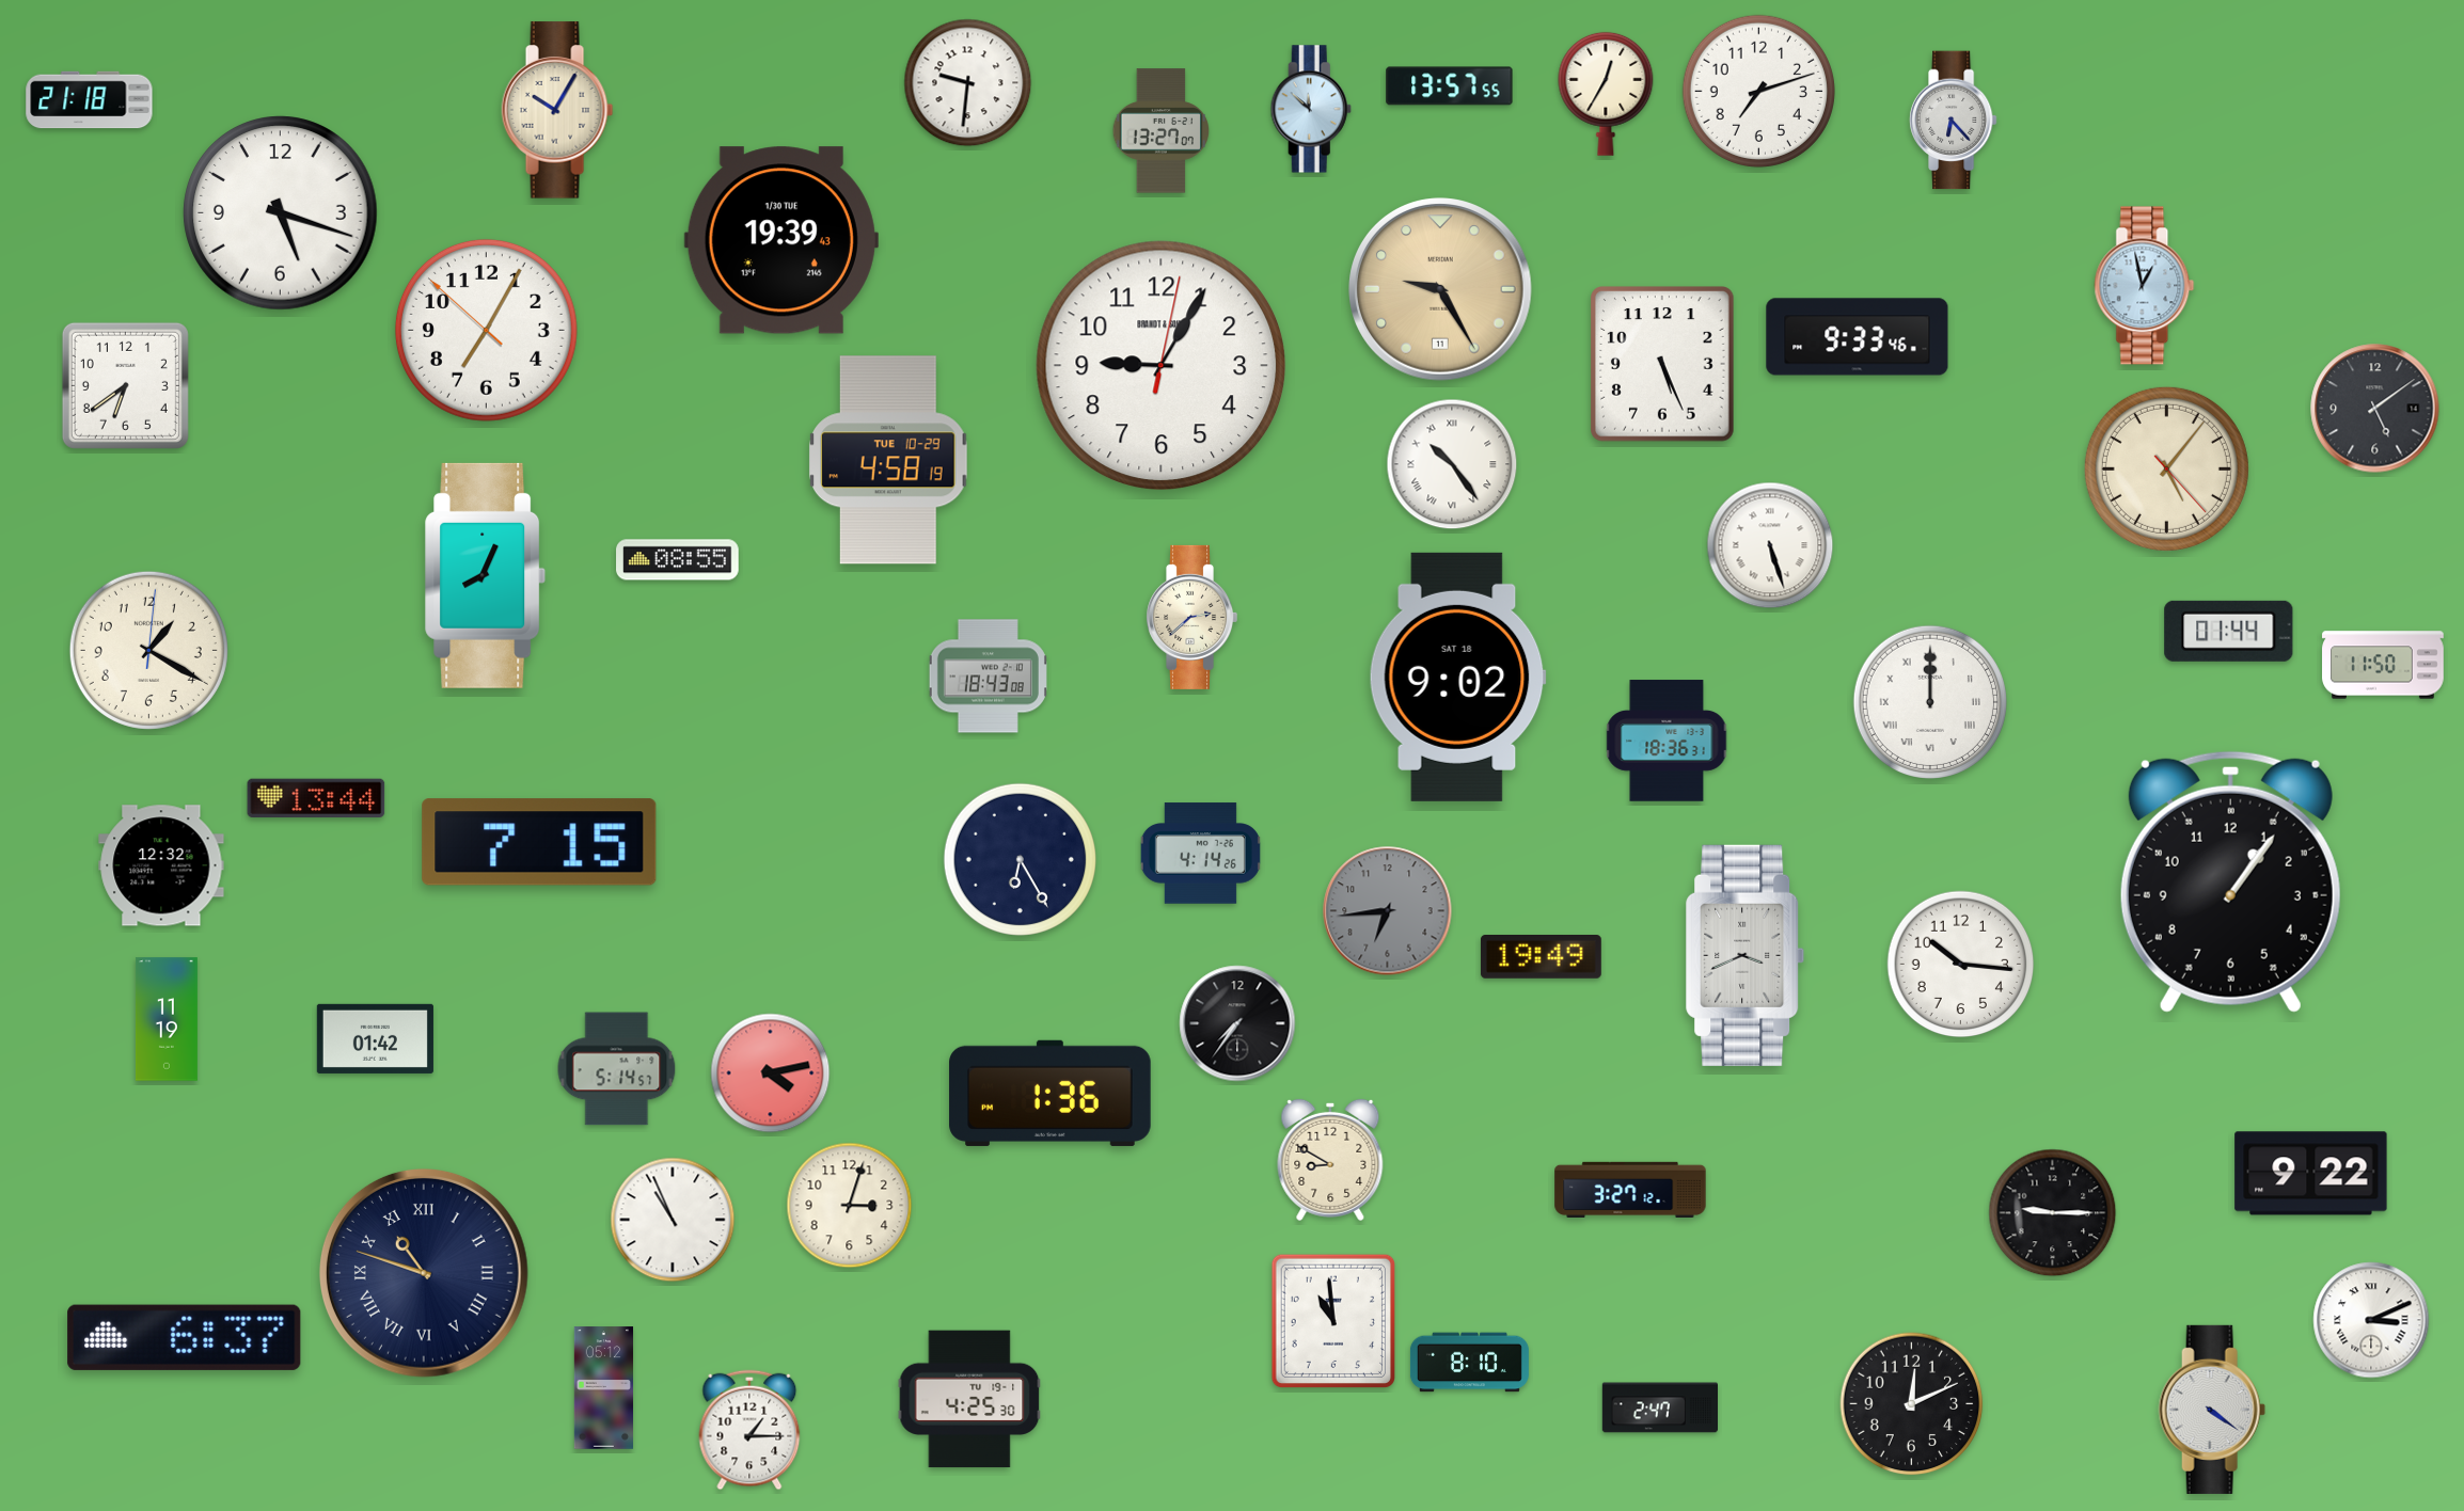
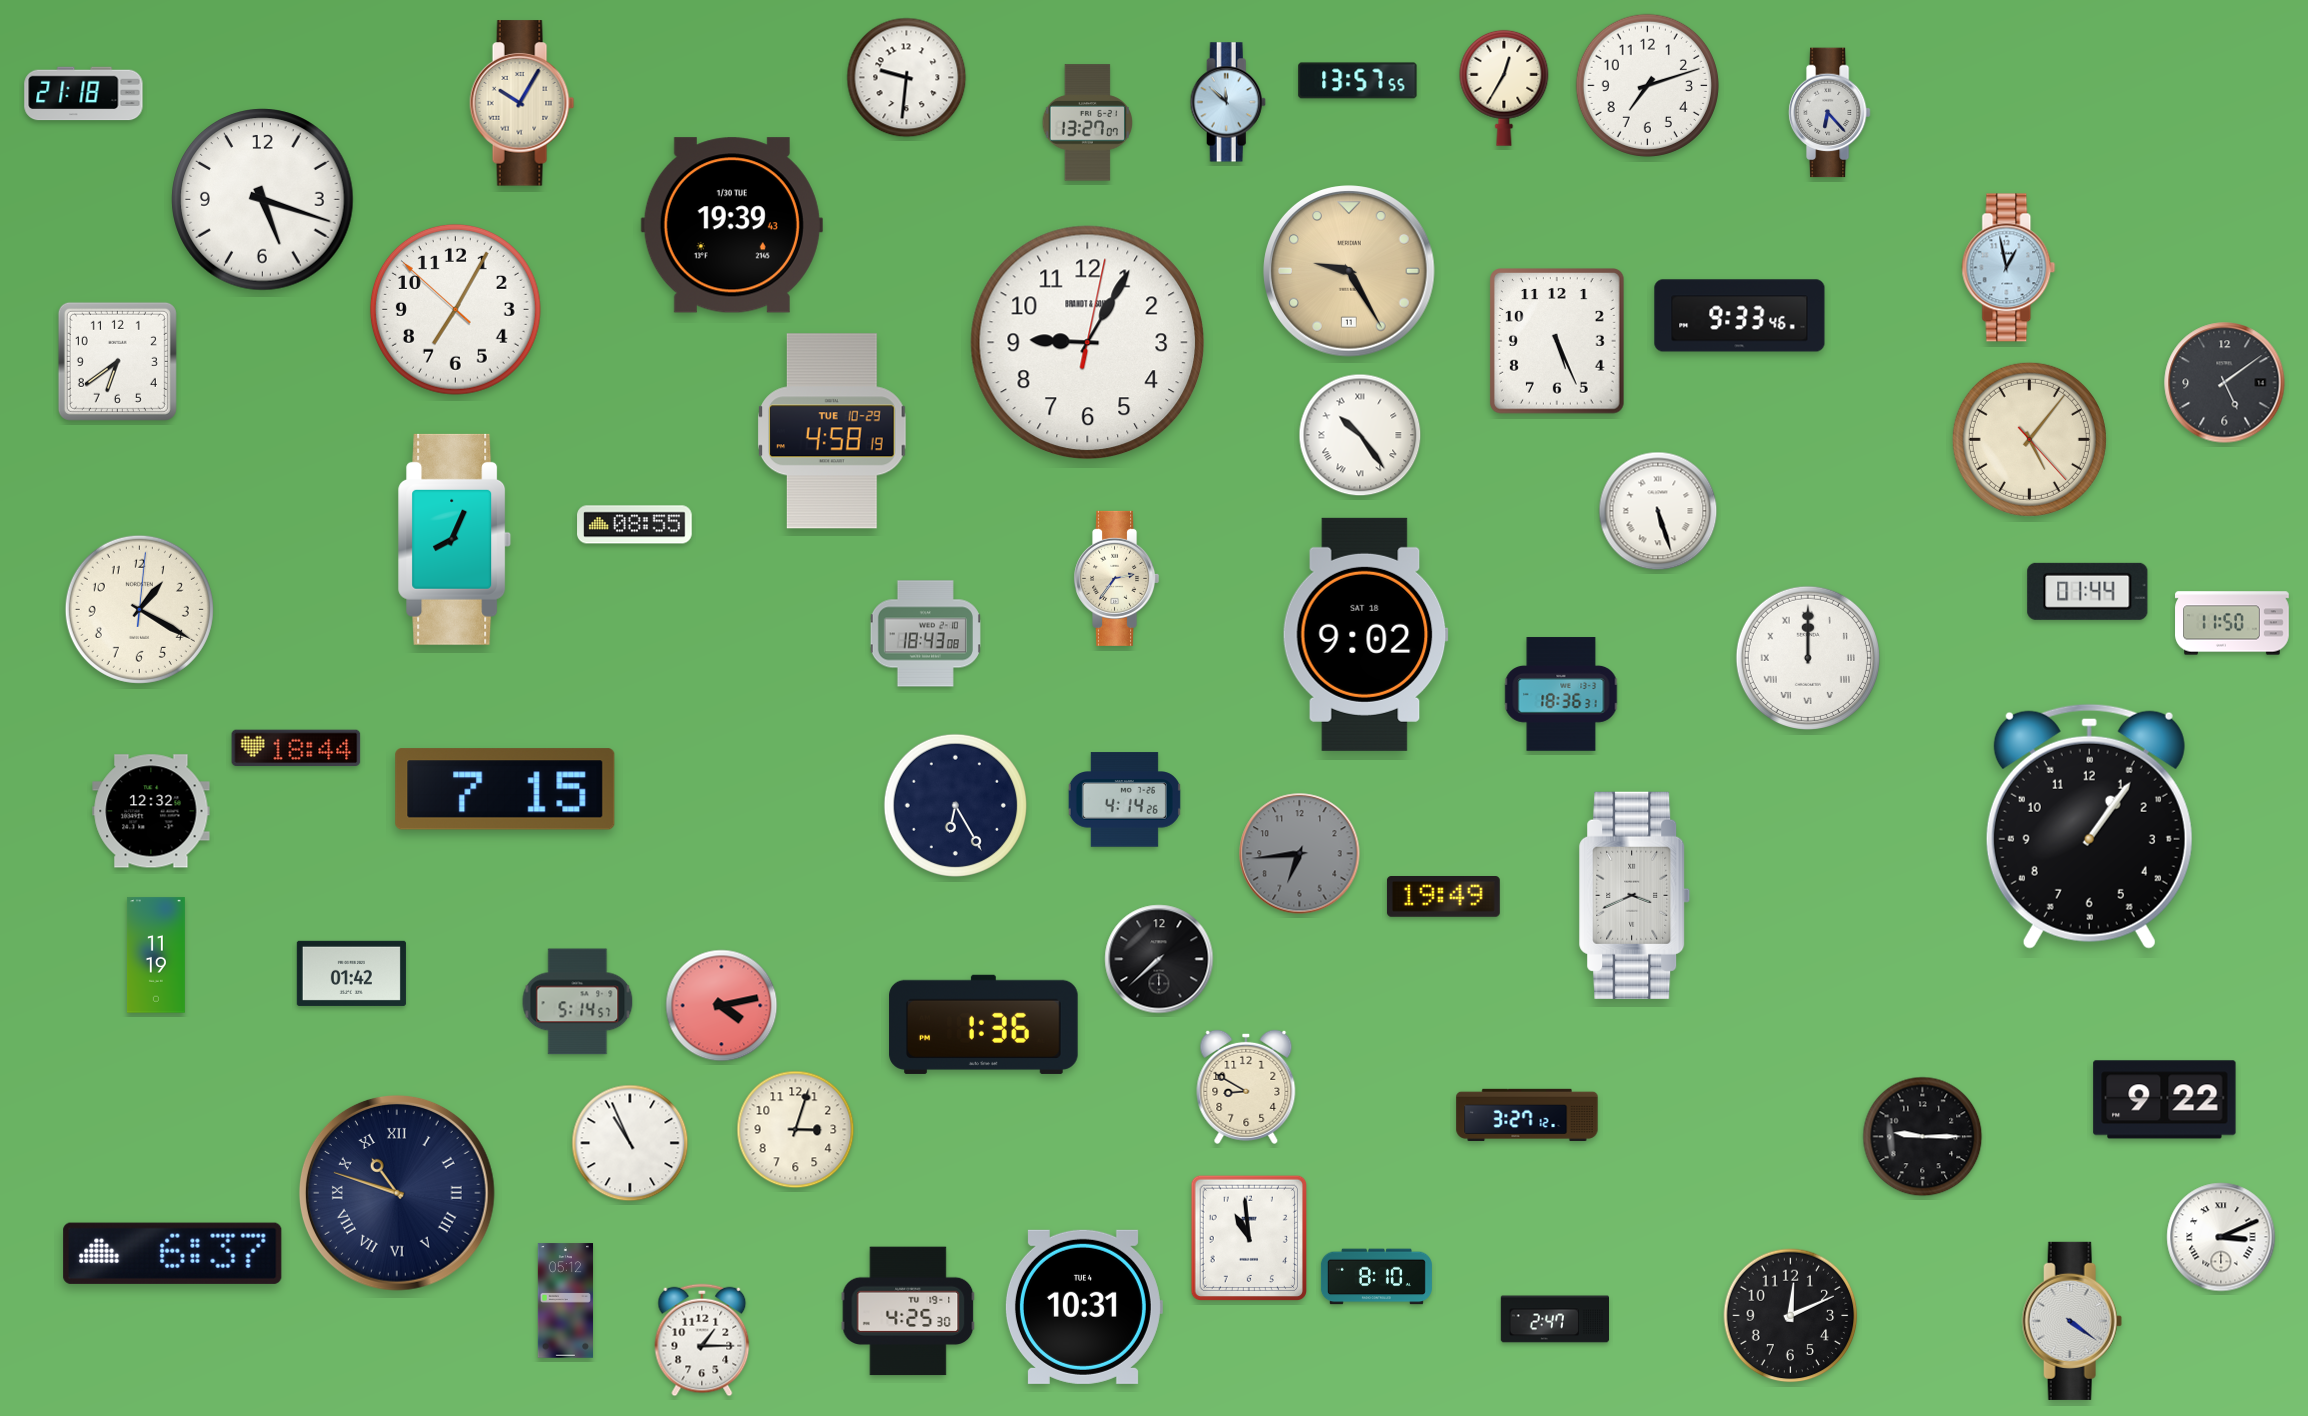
clock at (1192, 617): 2:38 -> 2:36
clock at (316, 798): 13:44 -> 18:44
clock at (1961, 965): 10:16 -> none
clock at (1237, 1023): 7:36 -> 7:38
clock at (1083, 1307): none -> 10:31
